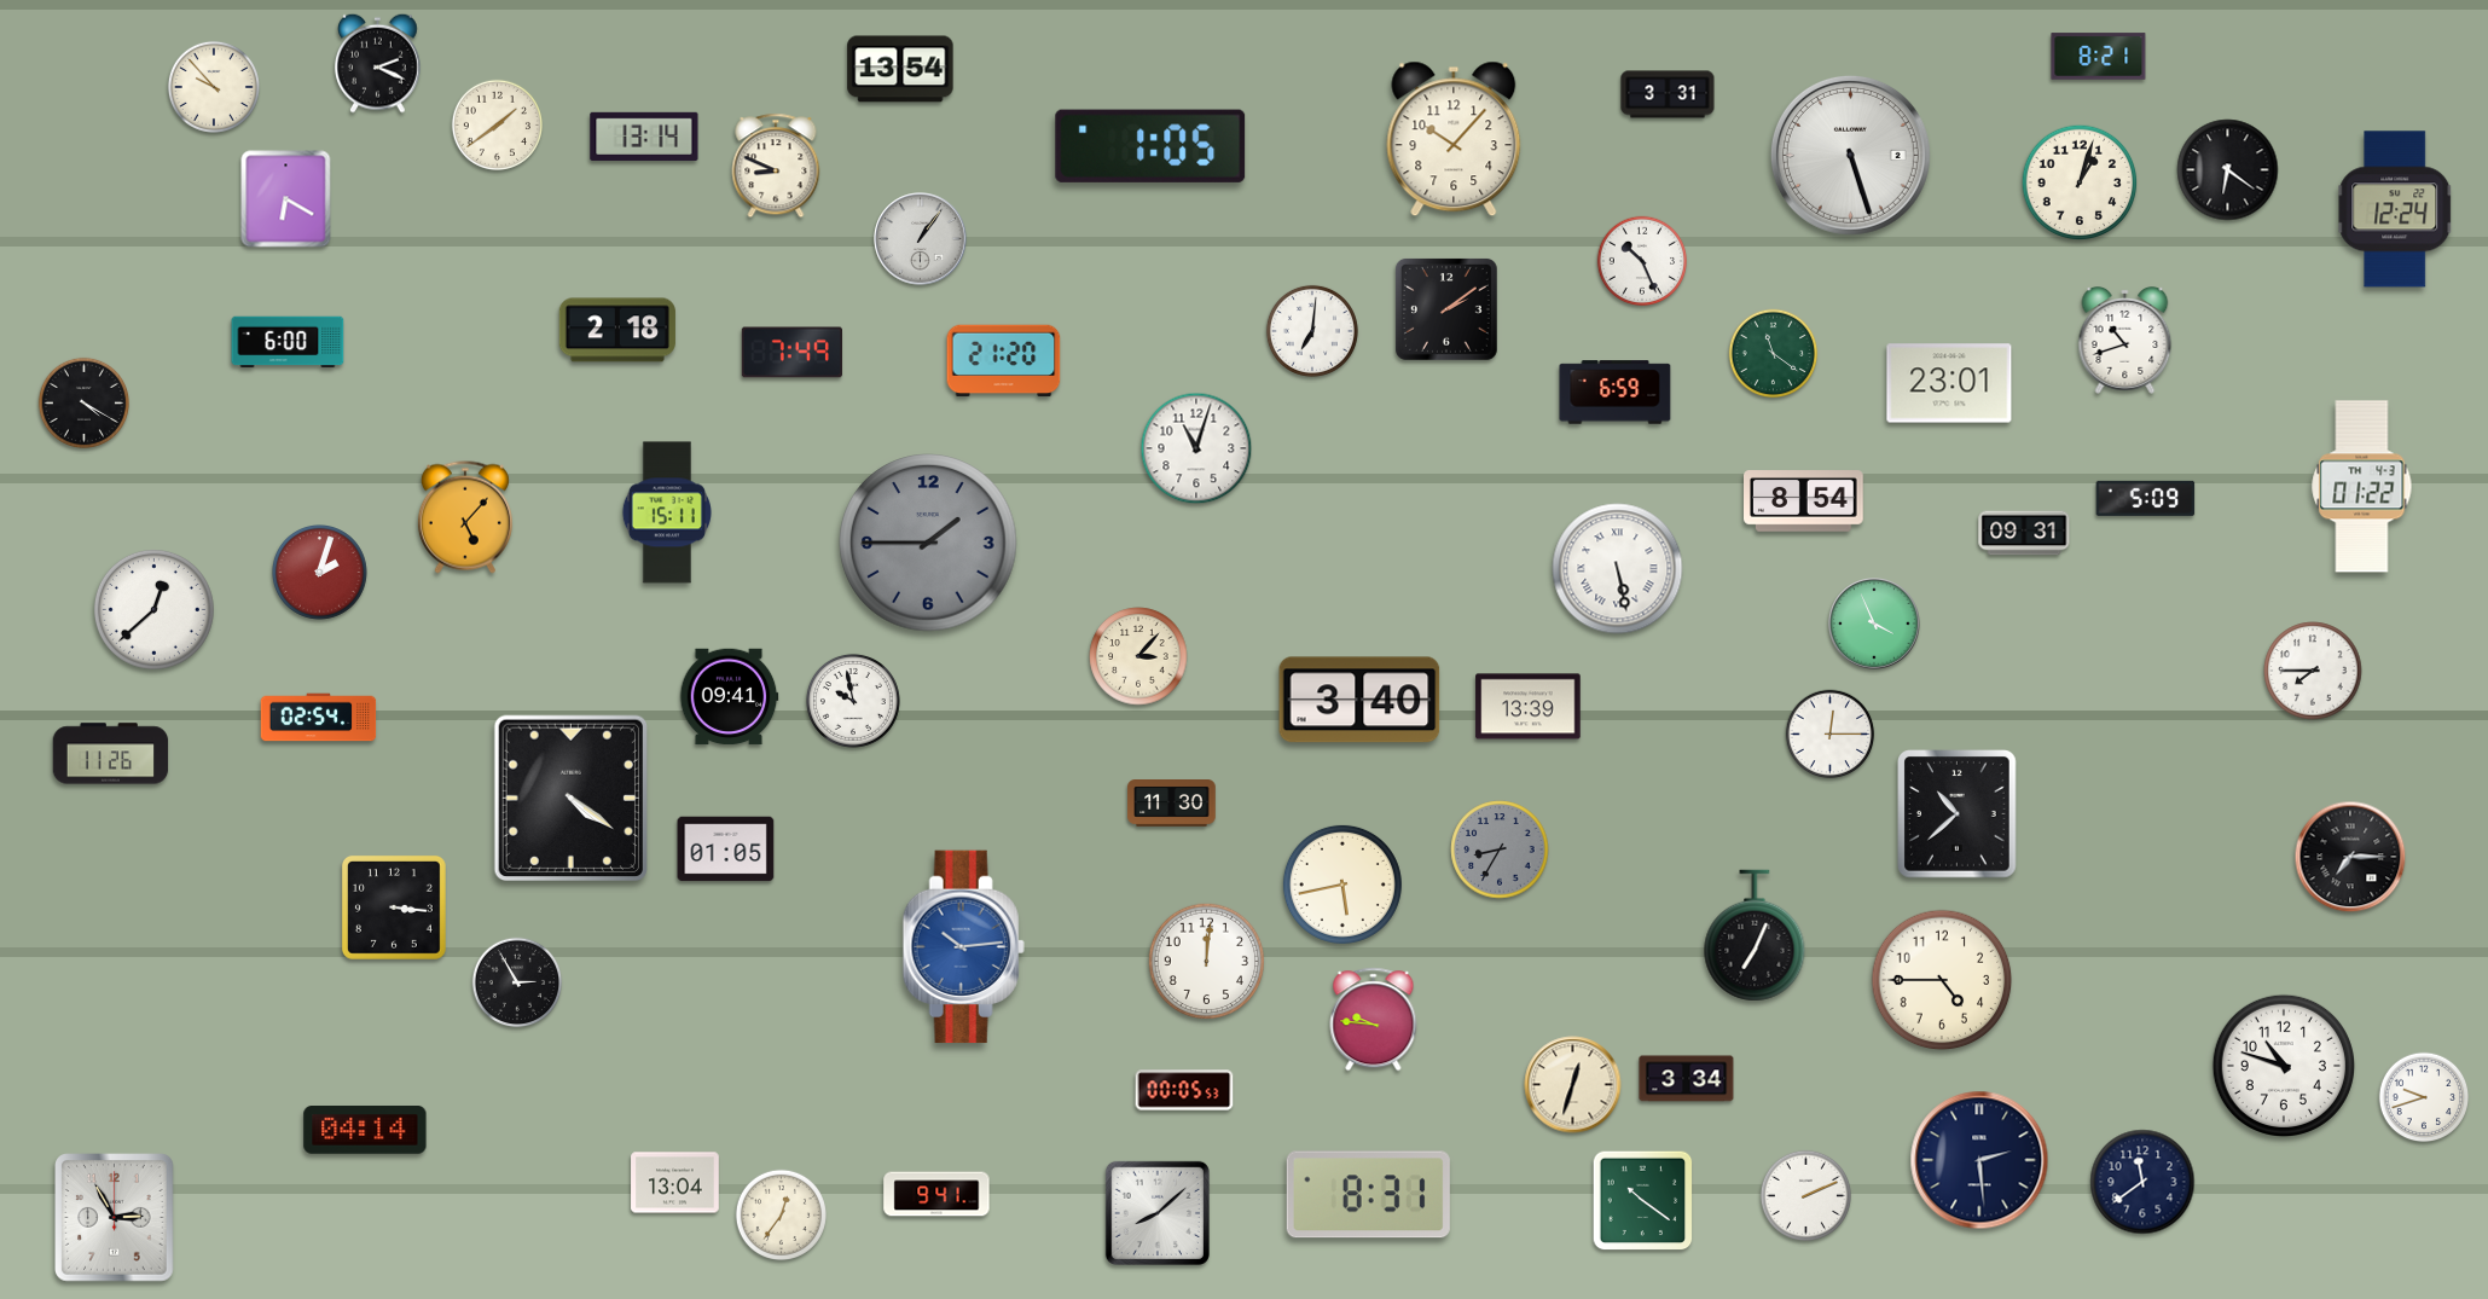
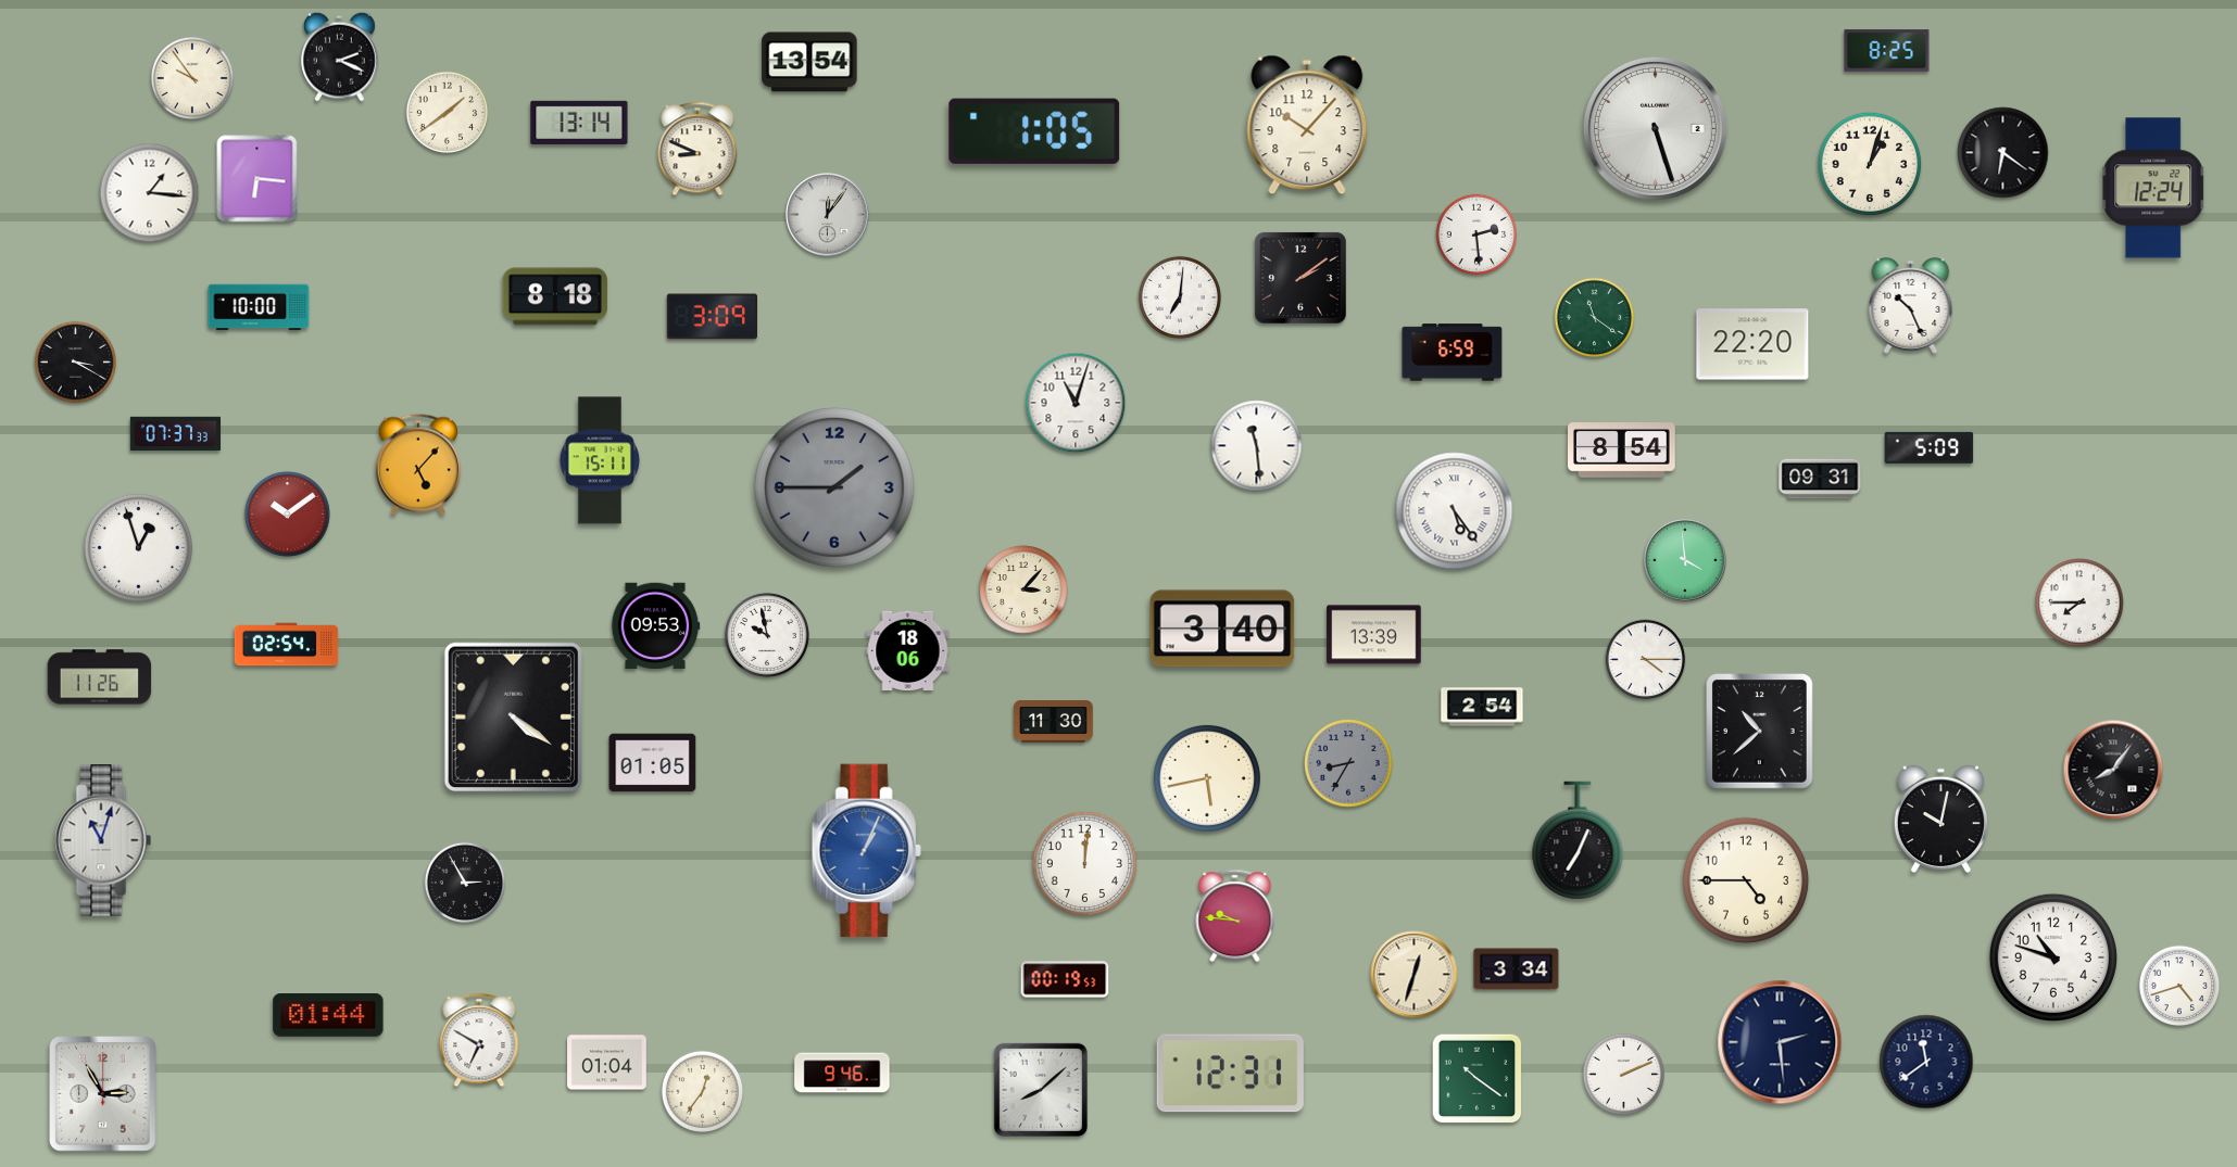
clock at (2099, 57): 8:21 -> 8:25
clock at (214, 87): 9:53 -> 9:54
clock at (1668, 94): 3:31 -> none
clock at (1850, 155) position: (1850, 155) -> (1655, 128)
clock at (286, 199): 6:20 -> 6:16
clock at (150, 193): none -> 1:16
clock at (921, 239): 1:06 -> 12:06
clock at (1642, 261): 10:26 -> 2:29
clock at (617, 330): 2:18 -> 8:18
clock at (2125, 341): 10:42 -> 10:26
clock at (288, 342): 6:00 -> 10:00
clock at (791, 353): 7:49 -> 3:09
clock at (1004, 361): 21:20 -> none
clock at (1949, 383): 23:01 -> 22:20
clock at (83, 402): 4:20 -> 3:20
clock at (175, 434): none -> 07:37
clock at (2362, 487): 01:22 -> none
clock at (1257, 446): none -> 11:29
clock at (1618, 569): 5:28 -> 5:24
clock at (320, 573): 2:03 -> 10:09
clock at (153, 609): 12:38 -> 12:57
clock at (1874, 624): 3:56 -> 3:59
clock at (729, 697): 09:41 -> 09:53
clock at (853, 701) position: (853, 701) -> (767, 635)
clock at (908, 651): none -> 18:06
clock at (1831, 735): 12:15 -> 4:15
clock at (1482, 707): none -> 2:54
clock at (2350, 857): 7:15 -> 8:06
clock at (1342, 885) position: (1342, 885) -> (1207, 778)
clock at (394, 907): 3:16 -> none
clock at (1940, 820): none -> 10:02
clock at (103, 840): none -> 11:03
clock at (963, 947): 10:14 -> 1:04
clock at (1184, 1090): 00:05 -> 00:19
clock at (2424, 1097): 9:42 -> 4:42
clock at (365, 1131): 04:14 -> 01:44
clock at (479, 1040): none -> 6:50
clock at (675, 1183): 13:04 -> 01:04
clock at (936, 1194): 9:41 -> 9:46
clock at (1368, 1195): 8:31 -> 12:31
